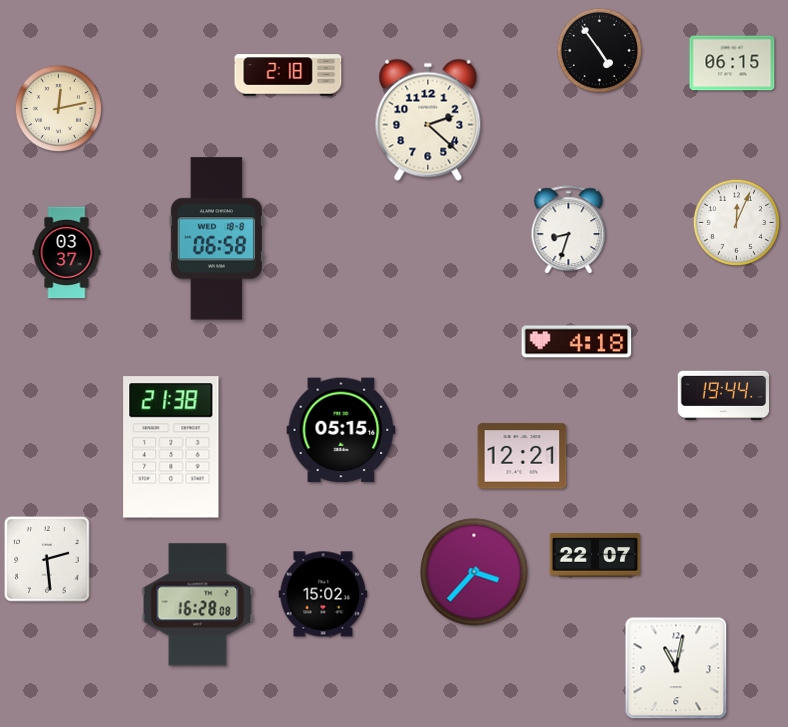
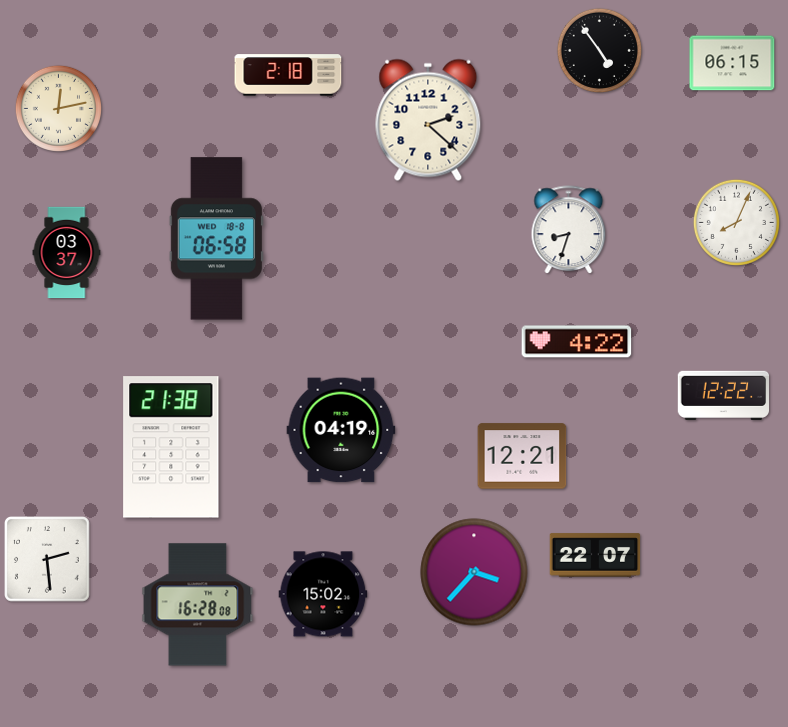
clock at (736, 222): 12:04 -> 8:04
clock at (577, 342): 4:18 -> 4:22
clock at (724, 395): 19:44 -> 12:22
clock at (341, 430): 05:15 -> 04:19
clock at (676, 668): 11:02 -> none
